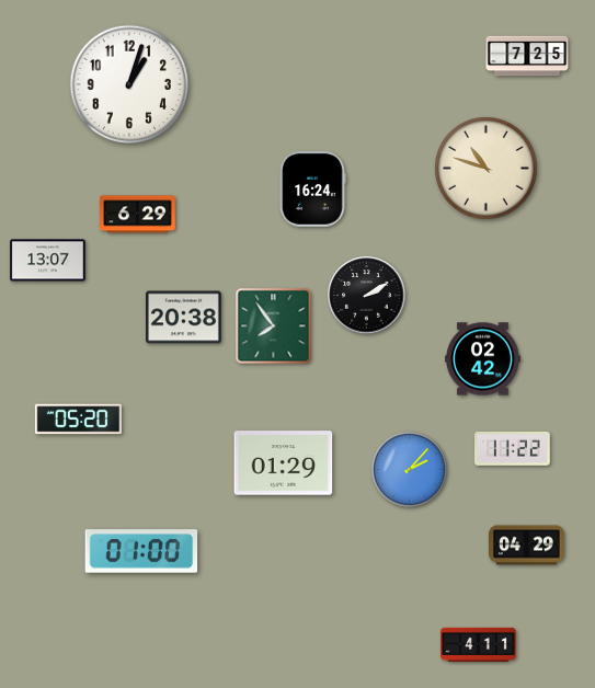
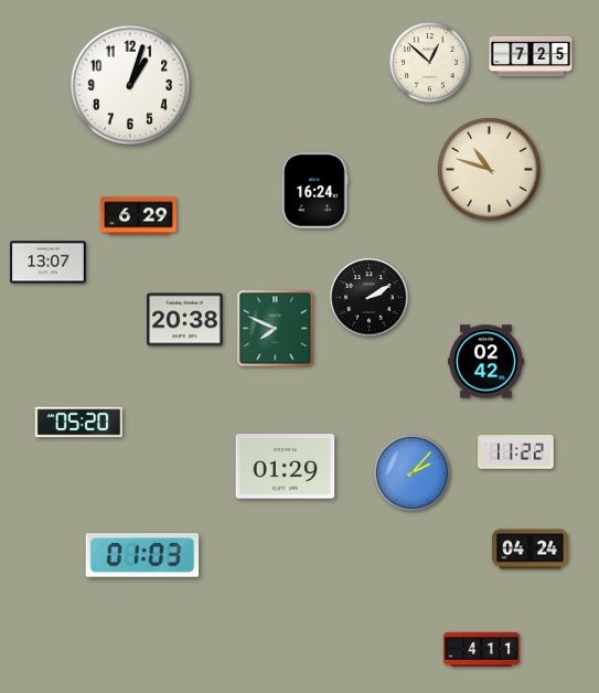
clock at (430, 63): none -> 12:52
clock at (274, 326): 7:54 -> 7:49
clock at (527, 546): 04:29 -> 04:24
clock at (141, 551): 01:00 -> 01:03
